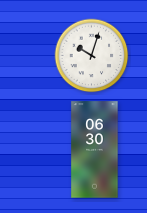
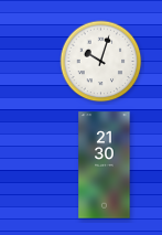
clock at (95, 150): 06:30 -> 21:30
